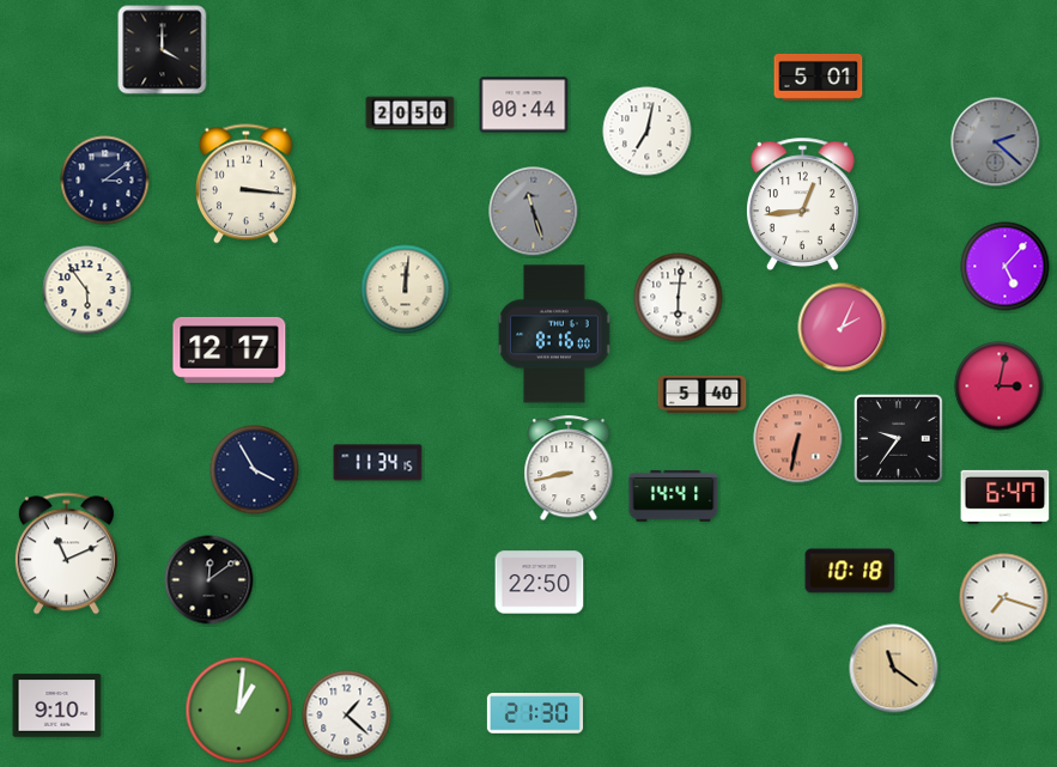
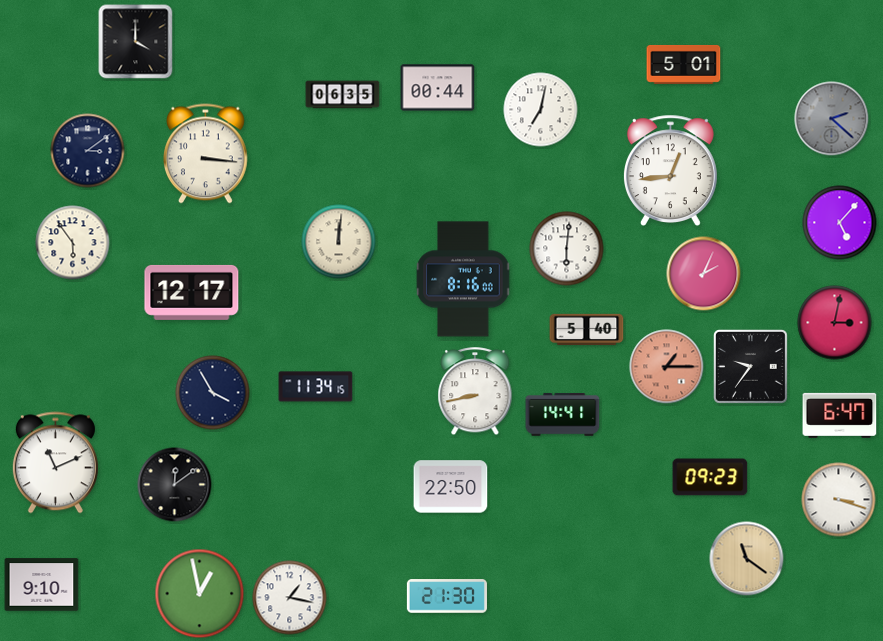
clock at (411, 114): 20:50 -> 06:35
clock at (534, 212): 11:27 -> none
clock at (798, 439): 6:32 -> 1:15
clock at (850, 571): 10:18 -> 09:23
clock at (1004, 598): 7:18 -> 3:18
clock at (57, 706) position: (57, 706) -> (42, 585)
clock at (239, 711): 1:01 -> 12:58
clock at (347, 716): 1:22 -> 1:17
